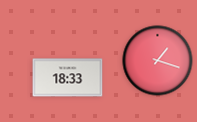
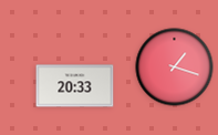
clock at (68, 78): 18:33 -> 20:33
